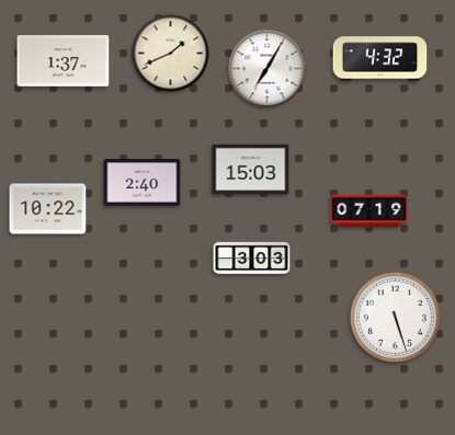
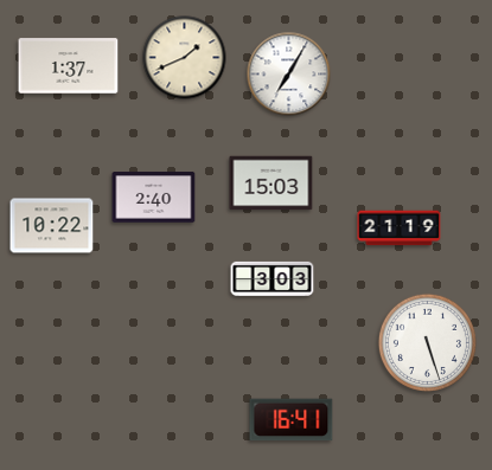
clock at (380, 59): 4:32 -> none
clock at (369, 211): 07:19 -> 21:19
clock at (292, 420): none -> 16:41
